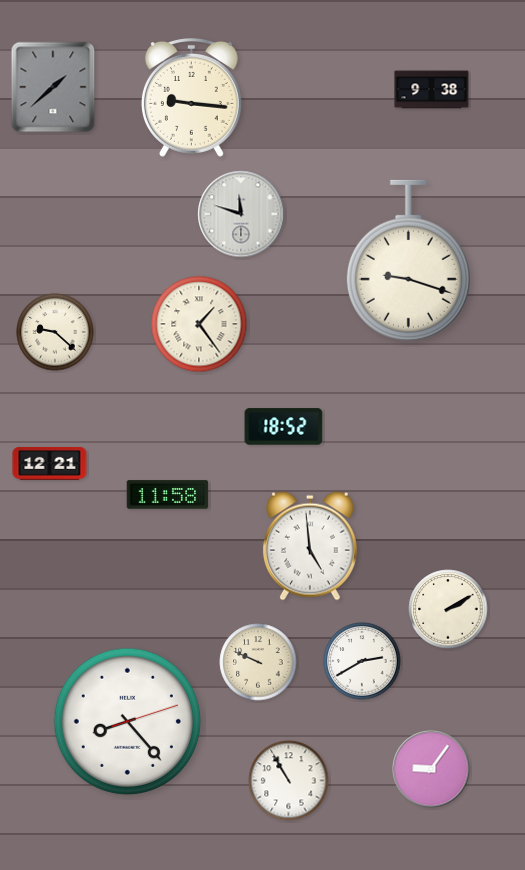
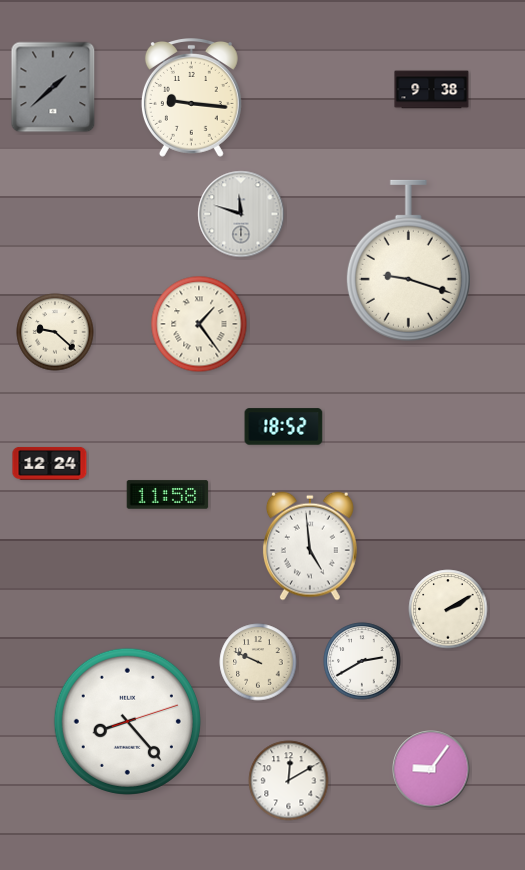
clock at (50, 463): 12:21 -> 12:24
clock at (289, 781): 10:55 -> 12:10
